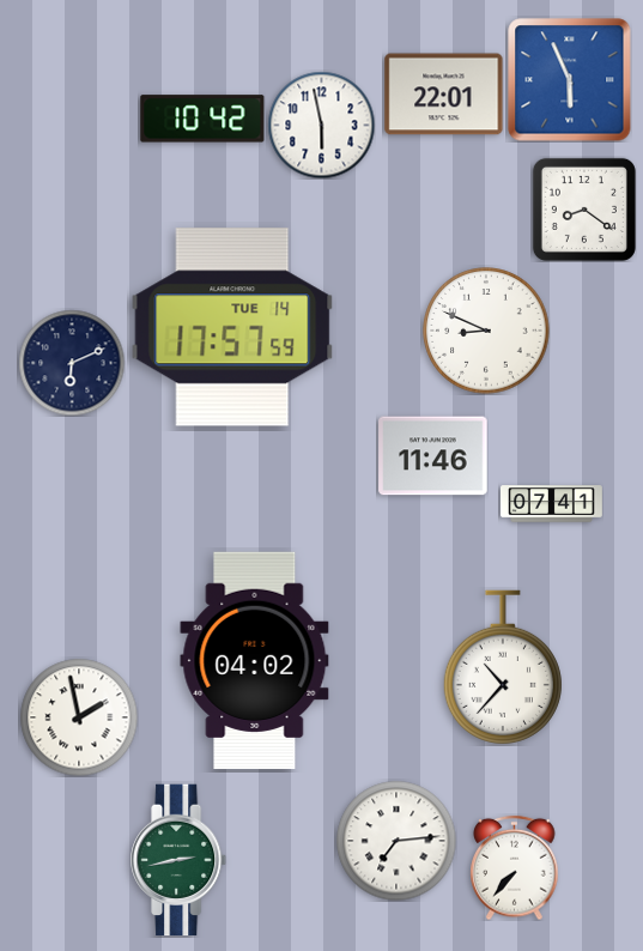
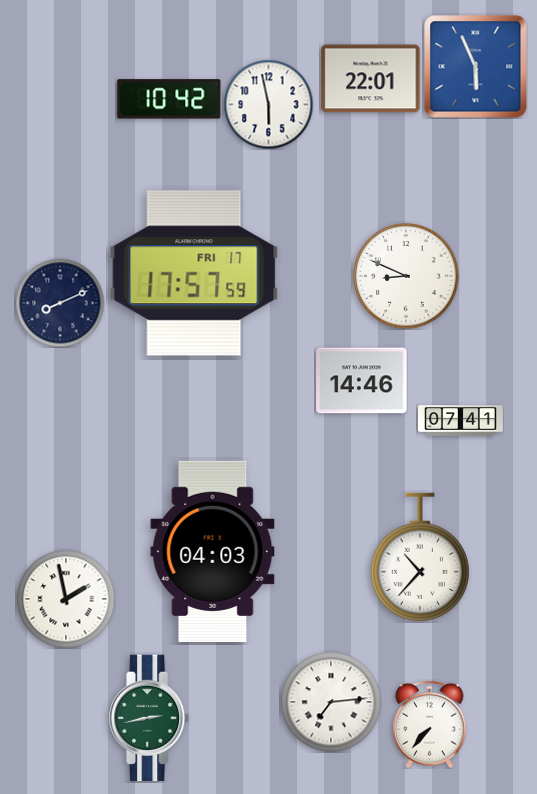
clock at (584, 210): 8:21 -> none
clock at (232, 327) date: TUE 14 -> FRI 17
clock at (72, 363): 6:11 -> 8:11
clock at (433, 456): 11:46 -> 14:46
clock at (255, 660): 04:02 -> 04:03
